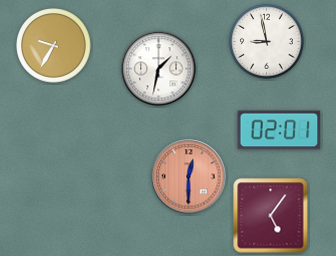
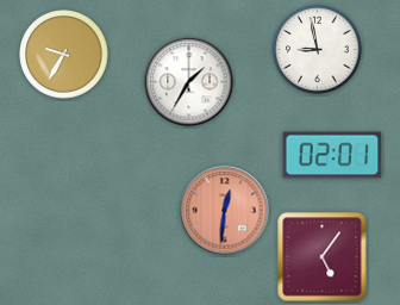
clock at (159, 69): 1:32 -> 1:35
clock at (189, 177): 12:30 -> 12:31
